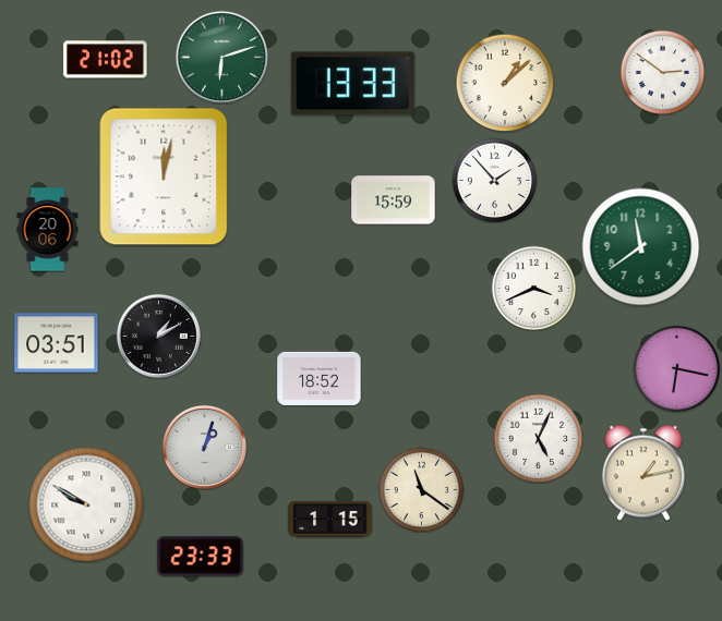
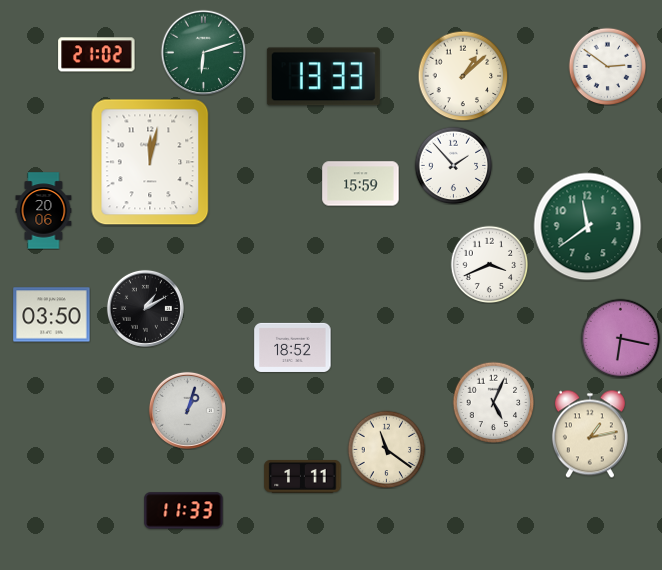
clock at (57, 343): 03:51 -> 03:50
clock at (86, 504): 9:50 -> none
clock at (330, 520): 1:15 -> 1:11
clock at (201, 557): 23:33 -> 11:33
